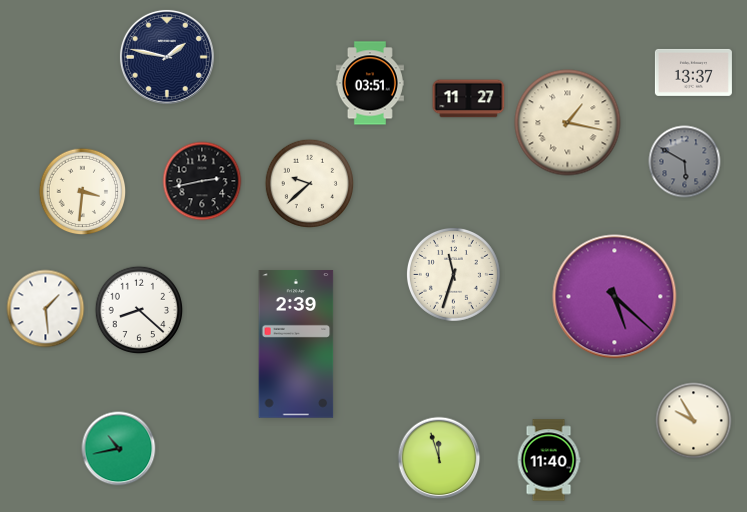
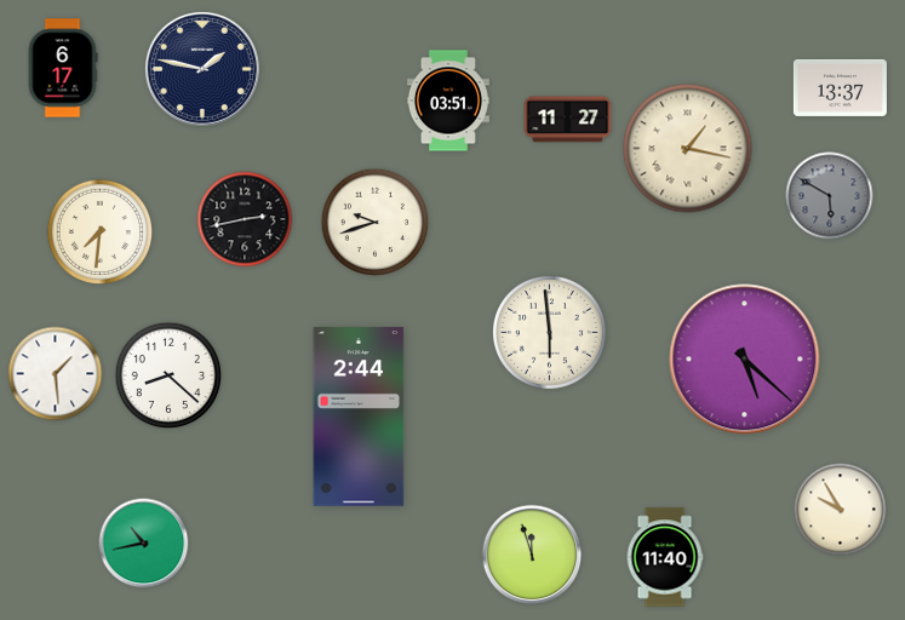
clock at (63, 68): none -> 6:17
clock at (309, 183): 9:38 -> 9:42
clock at (83, 192): 3:31 -> 7:31
clock at (453, 274): 11:33 -> 5:59
clock at (296, 344): 2:39 -> 2:44
